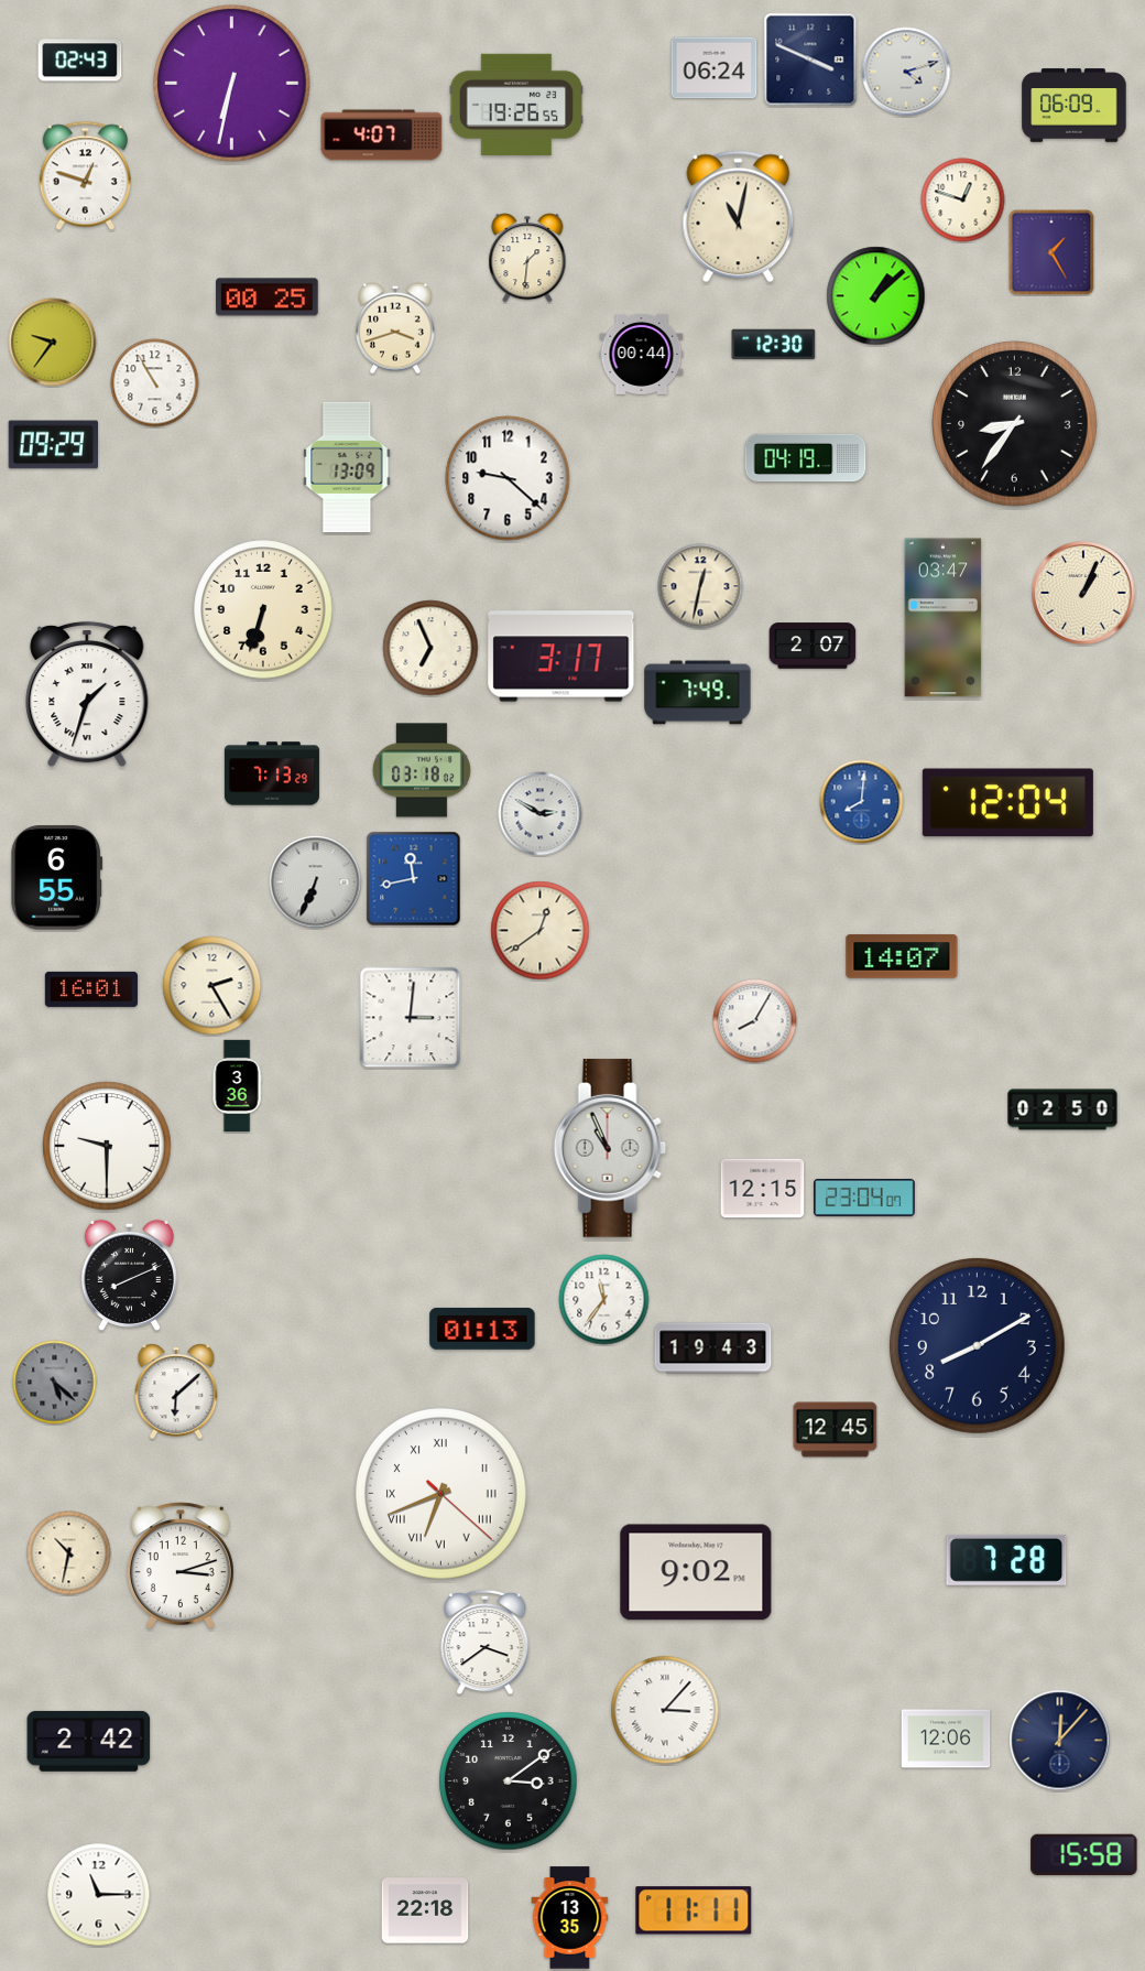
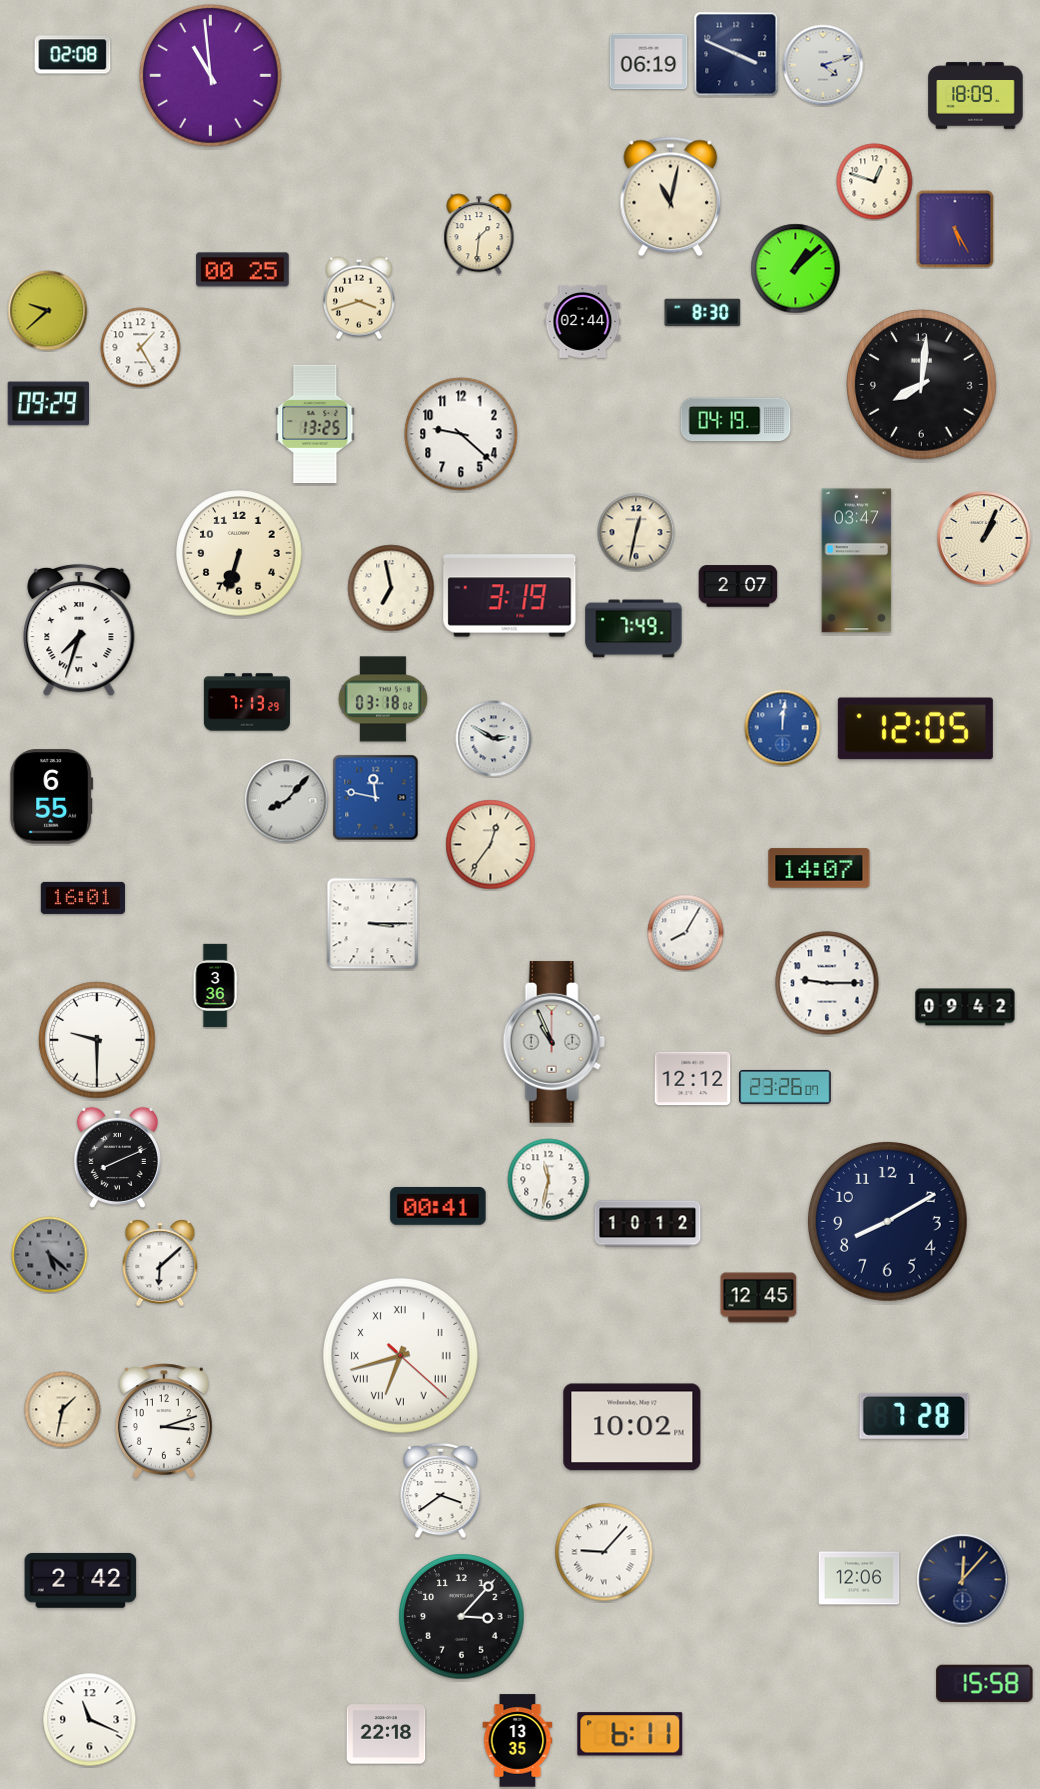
clock at (80, 61): 02:43 -> 02:08
clock at (715, 68): 06:24 -> 06:19
clock at (232, 84): 6:32 -> 10:59
clock at (516, 104): 19:26 -> none
clock at (1075, 106): 06:09 -> 18:09
clock at (382, 136): 4:07 -> none
clock at (85, 176): 12:48 -> none
clock at (1051, 252): 1:25 -> 5:25
clock at (53, 343): 9:36 -> 9:38
clock at (774, 345): 12:30 -> 8:30
clock at (642, 354): 00:44 -> 02:44
clock at (155, 383): 10:55 -> 1:25
clock at (1015, 424): 8:36 -> 8:01
clock at (806, 458) position: (806, 458) -> (736, 420)
clock at (347, 467): 13:09 -> 13:25
clock at (430, 648): 6:56 -> 6:58
clock at (561, 657): 3:17 -> 3:19
clock at (87, 694): 1:33 -> 7:33
clock at (862, 802): 8:01 -> 12:01
clock at (1007, 803): 12:04 -> 12:05
clock at (541, 814) position: (541, 814) -> (494, 739)
clock at (414, 879): 11:43 -> 11:47
clock at (316, 882): 6:34 -> 8:07
clock at (541, 931): 12:39 -> 12:36
clock at (212, 986): 2:25 -> none
clock at (411, 1018): 3:01 -> 3:15
clock at (755, 1021) position: (755, 1021) -> (686, 933)
clock at (827, 983): none -> 9:15
clock at (1062, 1109): 02:50 -> 09:42
clock at (763, 1189): 12:15 -> 12:12
clock at (864, 1198): 23:04 -> 23:26
clock at (604, 1300): 11:36 -> 11:32
clock at (482, 1329): 01:13 -> 00:41
clock at (713, 1349): 19:43 -> 10:12
clock at (441, 1494): 6:41 -> 6:42
clock at (69, 1553): 10:32 -> 1:32
clock at (696, 1572): 9:02 -> 10:02
clock at (665, 1710): 3:07 -> 9:07
clock at (509, 1782): 3:09 -> 3:07
clock at (99, 1895): 11:15 -> 11:19
clock at (694, 1910): 11:11 -> 6:11
